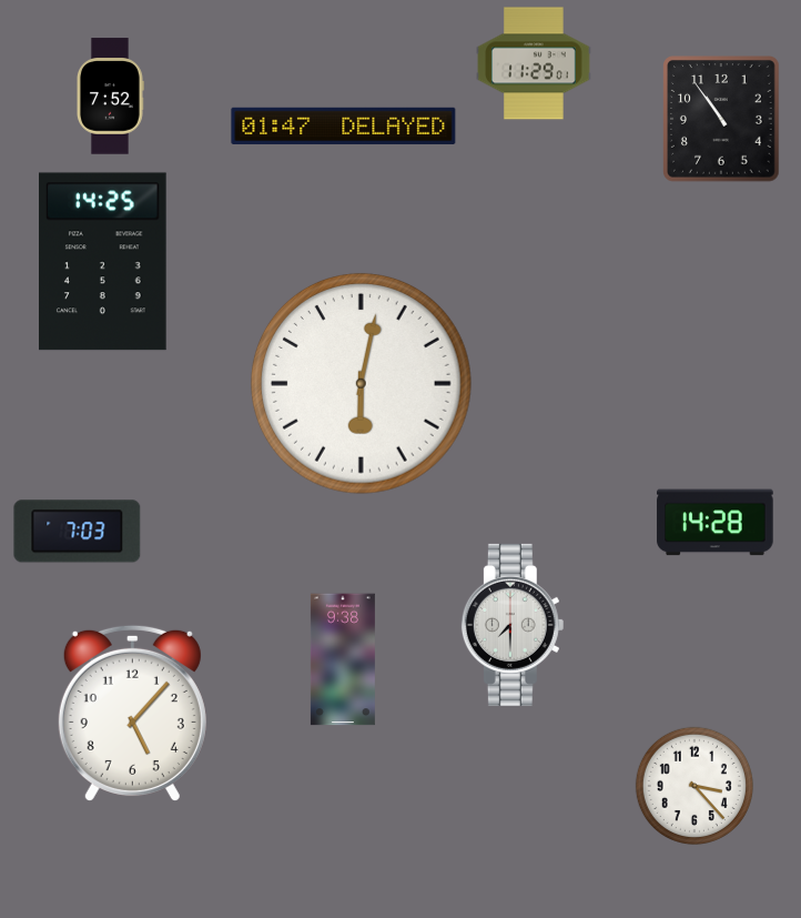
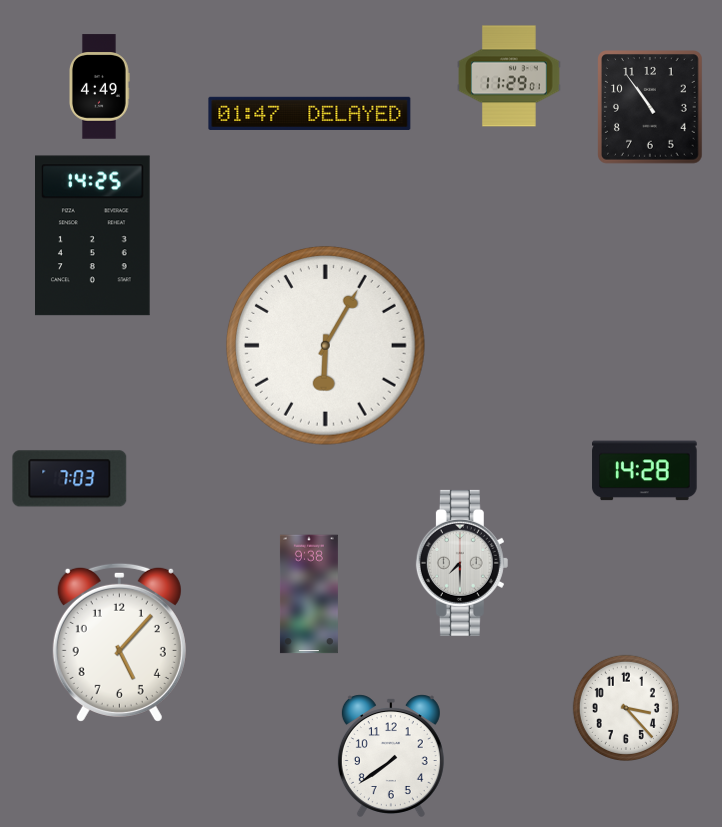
clock at (534, 63) position: (534, 63) -> (509, 76)
clock at (111, 97): 7:52 -> 4:49
clock at (361, 383): 6:02 -> 6:05
clock at (391, 756): none -> 7:39
